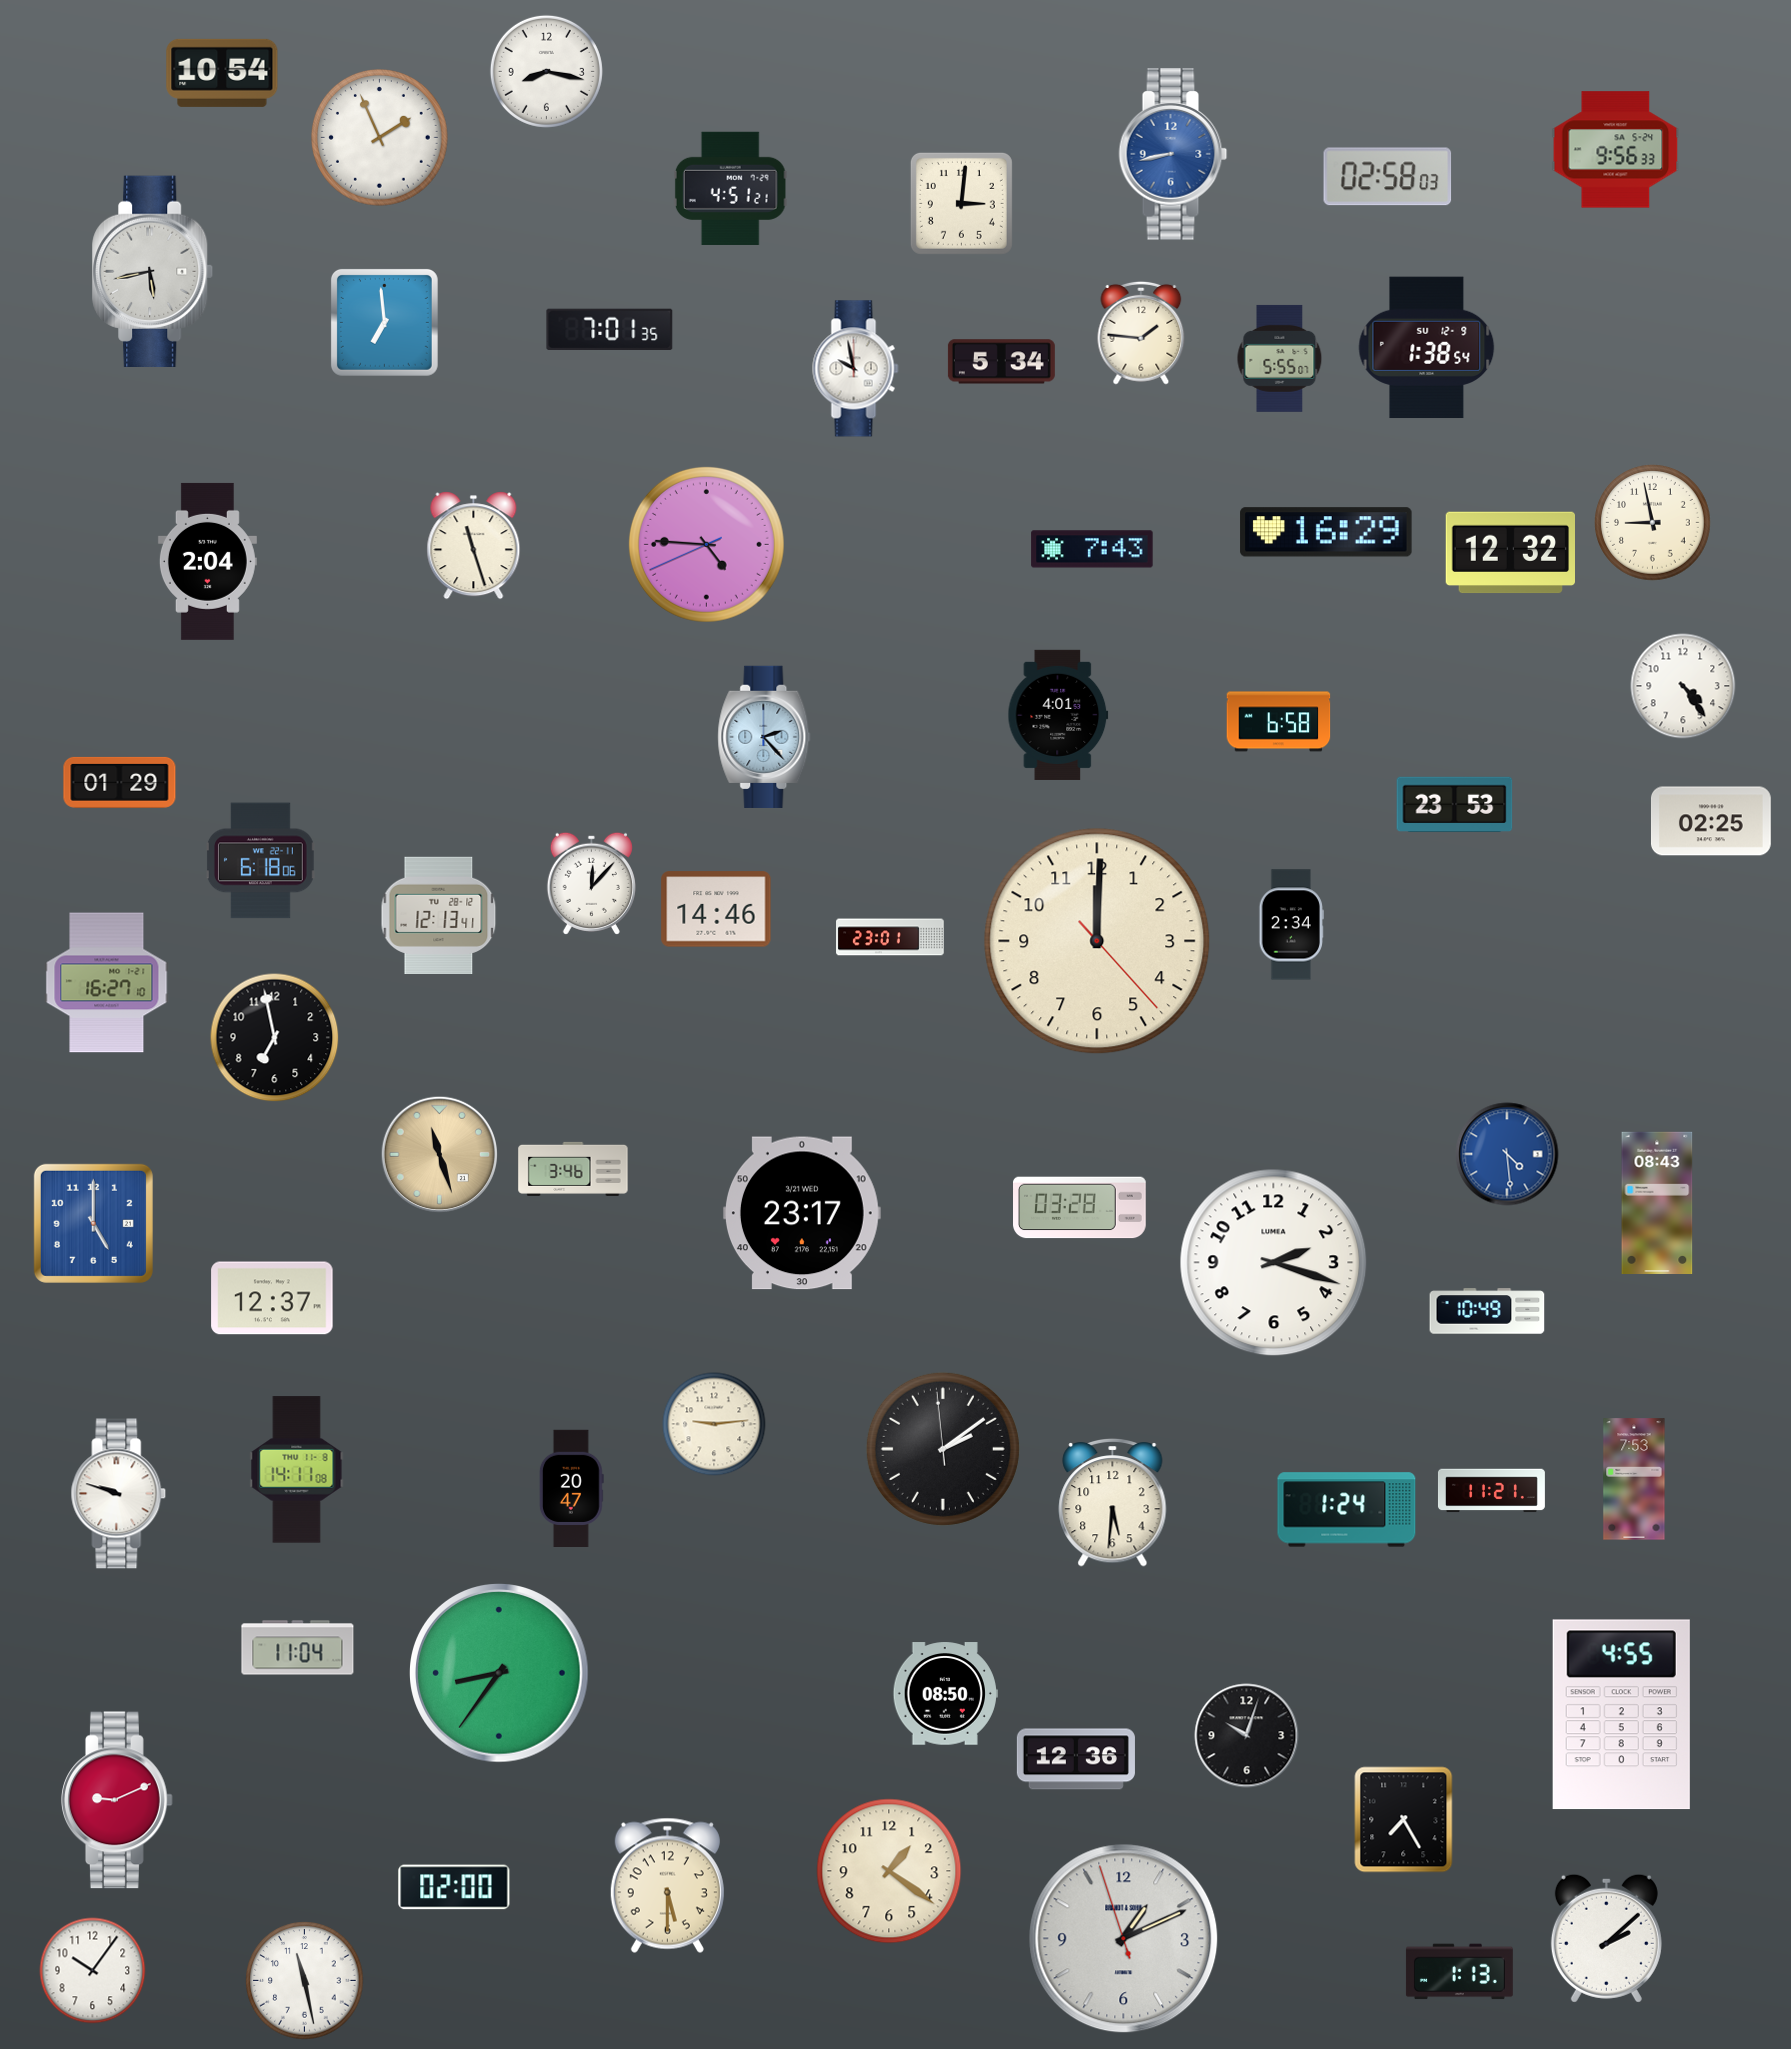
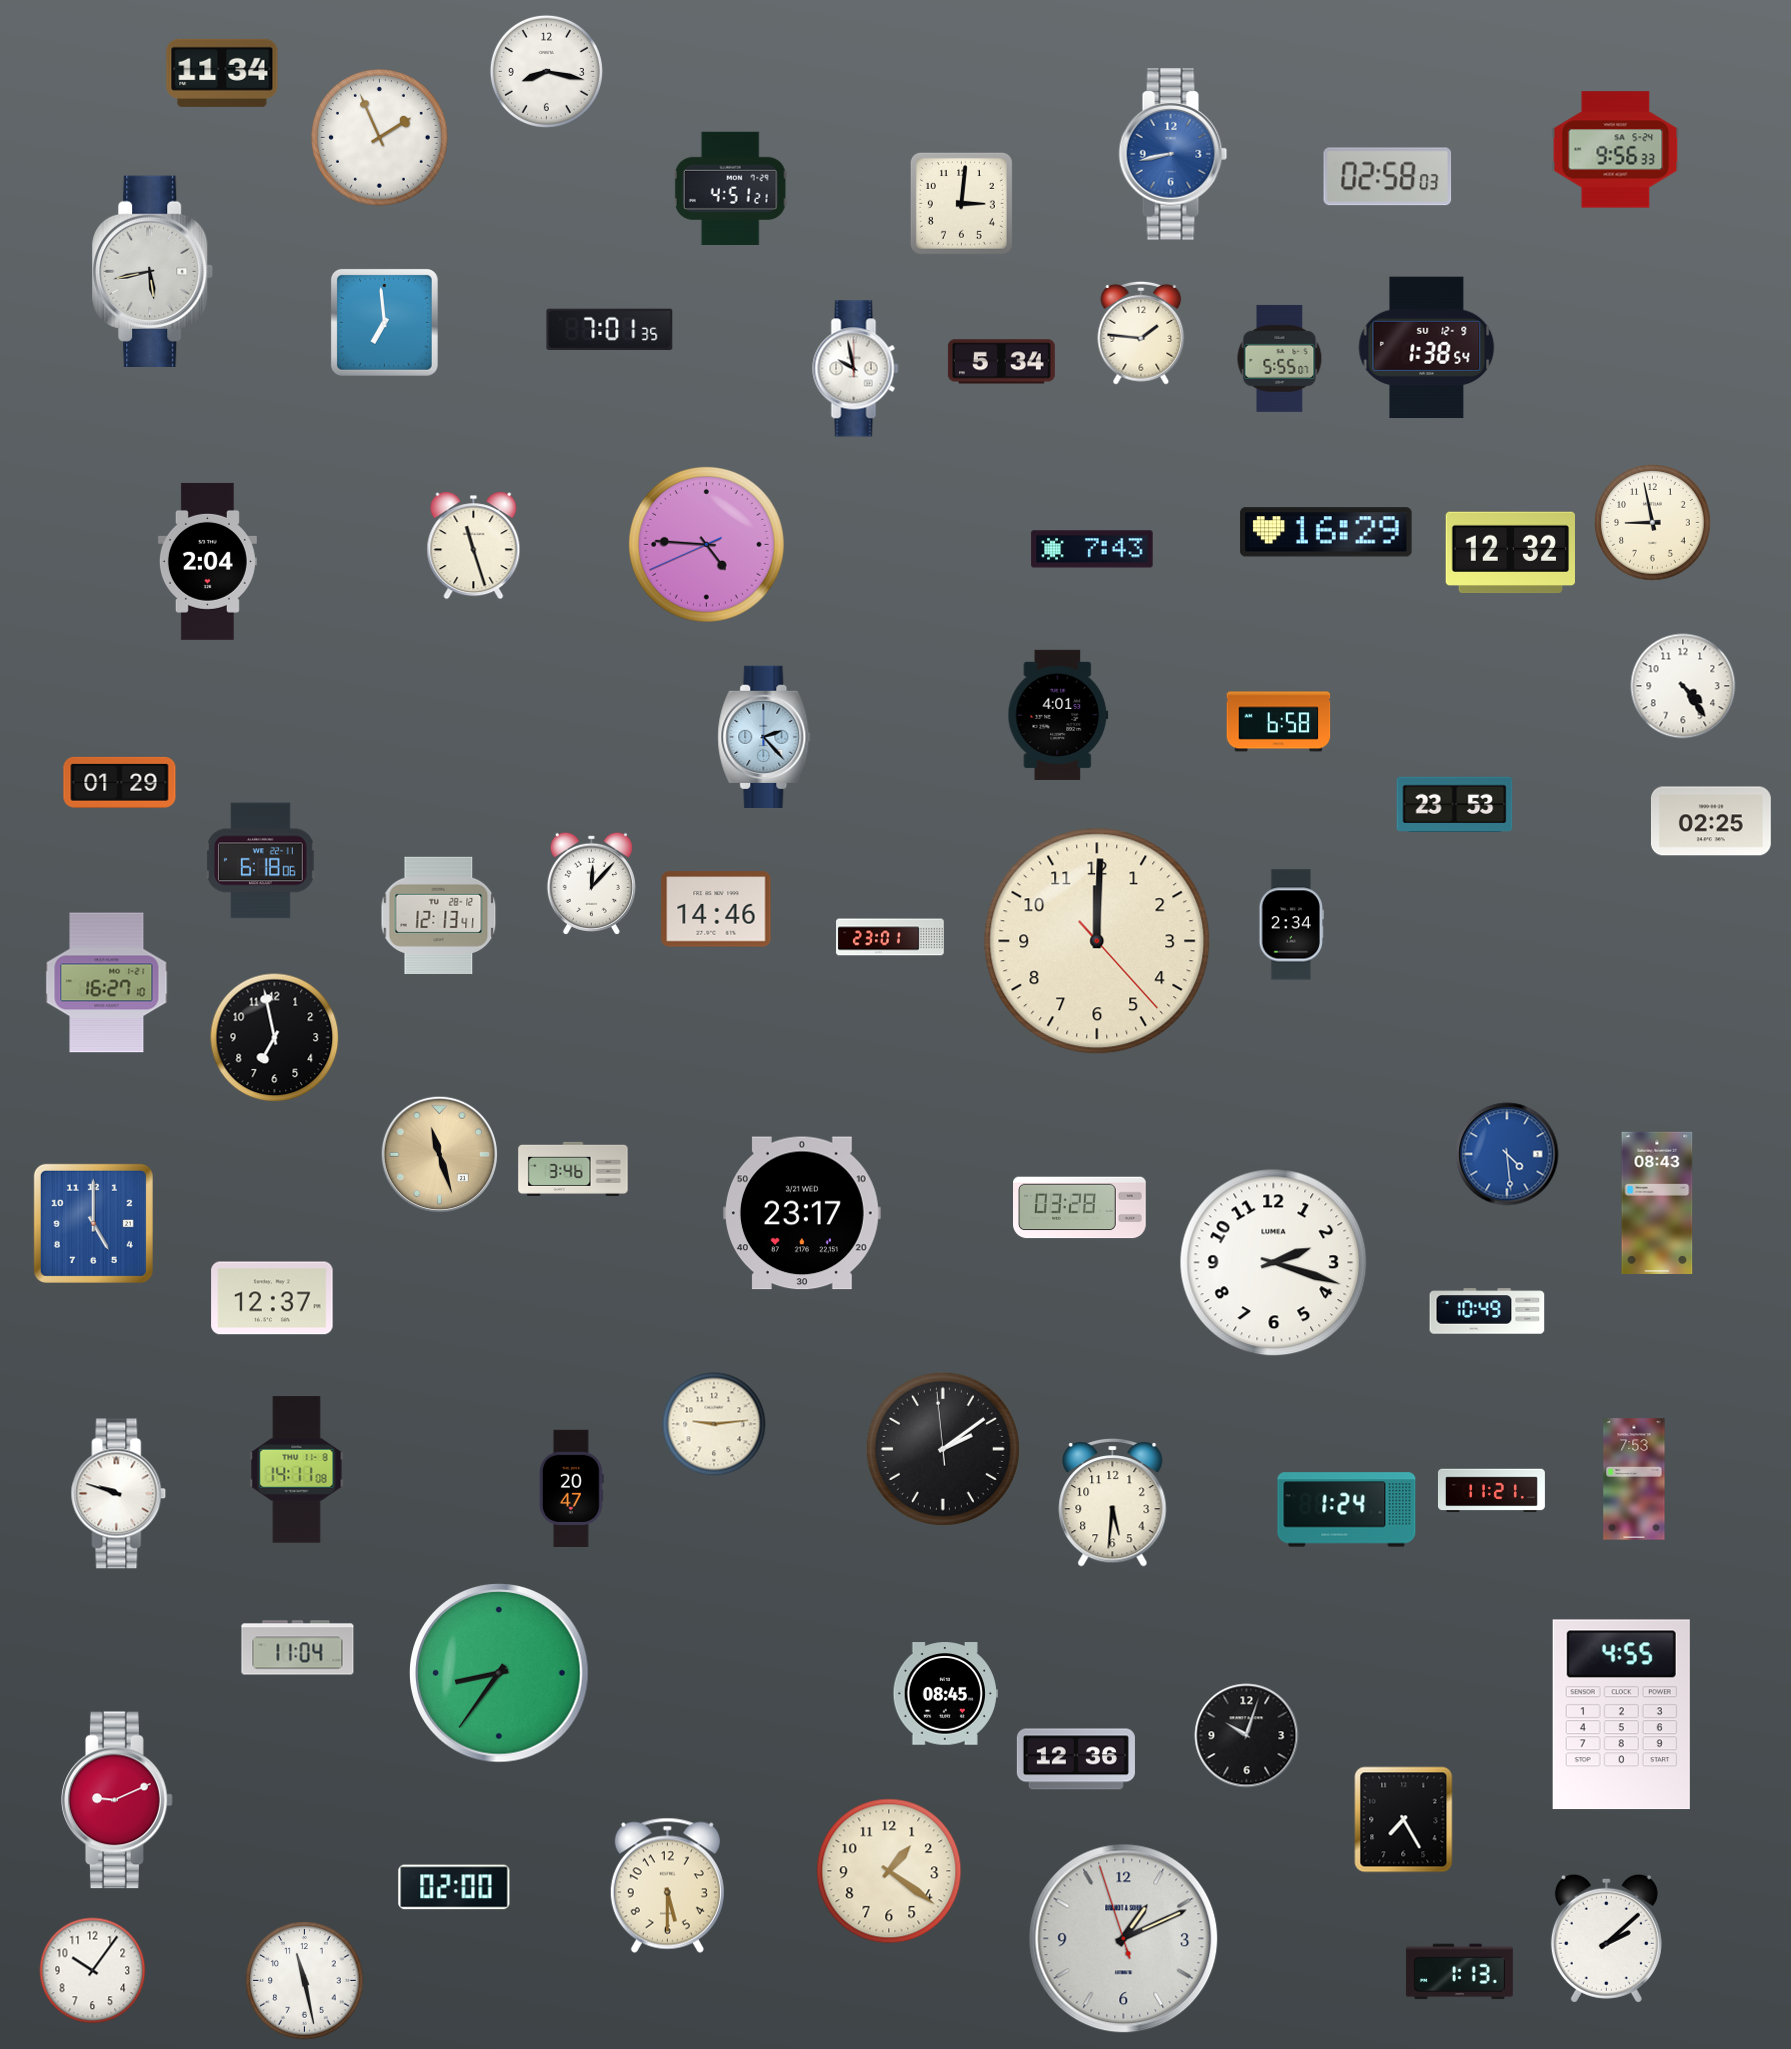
clock at (222, 73): 10:54 -> 11:34
clock at (945, 1694): 08:50 -> 08:45
